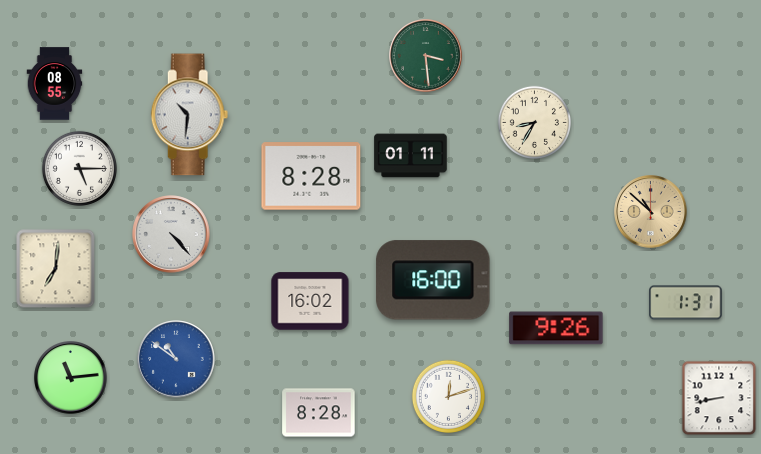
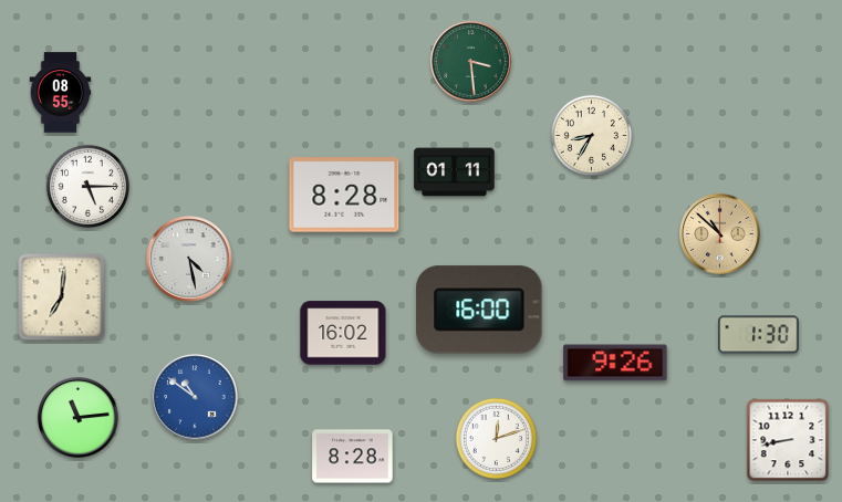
clock at (190, 115): 10:31 -> none
clock at (171, 234): 4:23 -> 4:28
clock at (686, 303): 1:31 -> 1:30
clock at (719, 398) position: (719, 398) -> (788, 440)
